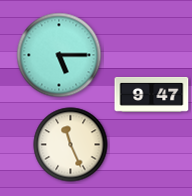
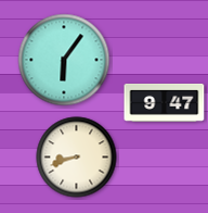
clock at (59, 55): 5:15 -> 6:06
clock at (71, 145): 11:26 -> 8:42
